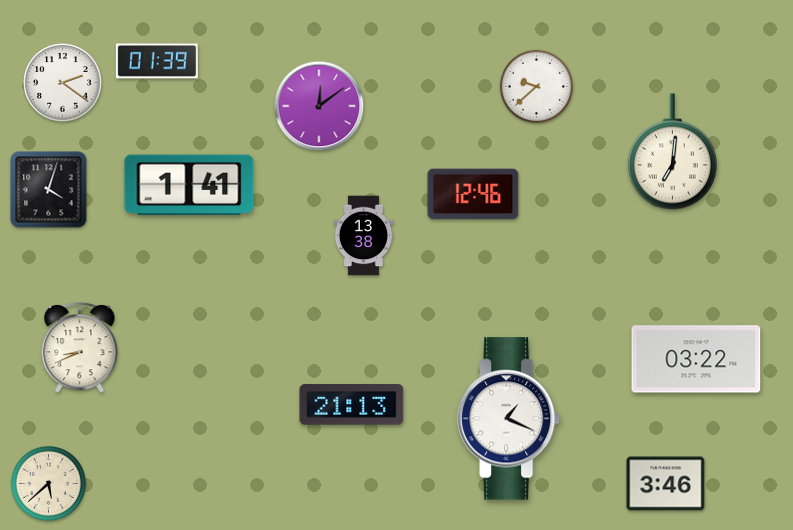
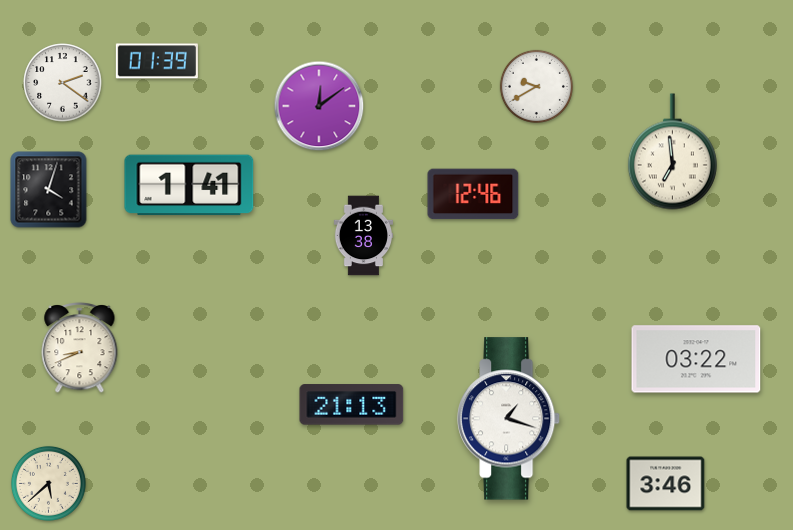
clock at (536, 86): 9:38 -> 9:40
clock at (672, 152): 7:01 -> 6:59
clock at (509, 419): 1:19 -> 1:18
